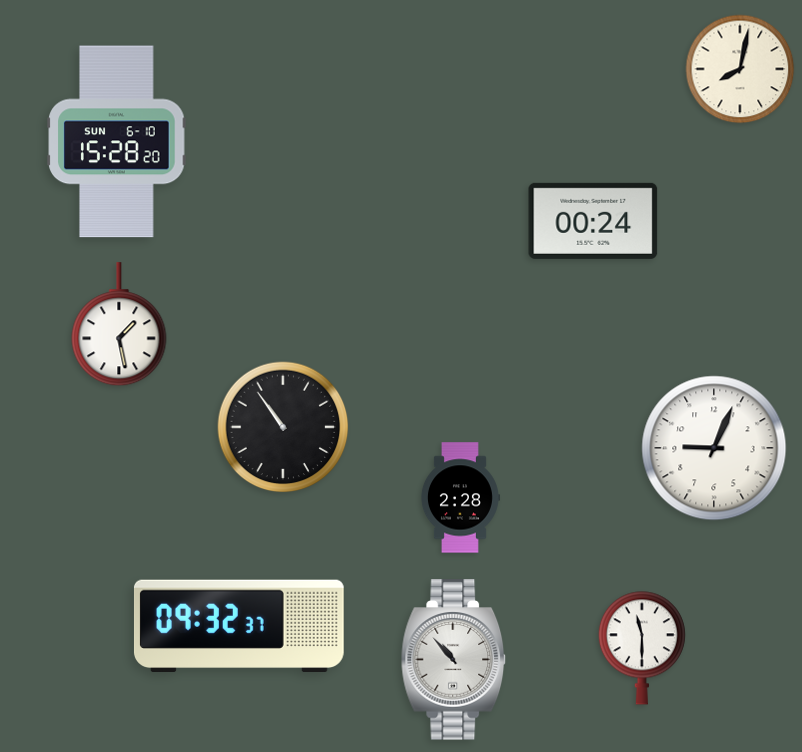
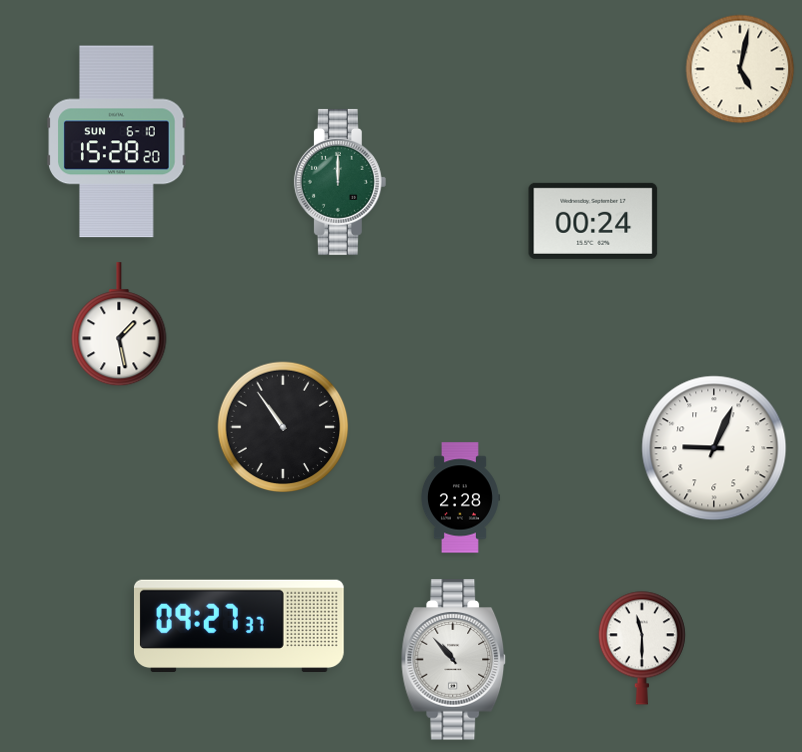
clock at (740, 69): 8:02 -> 5:02
clock at (340, 182): none -> 12:00
clock at (239, 625): 09:32 -> 09:27
